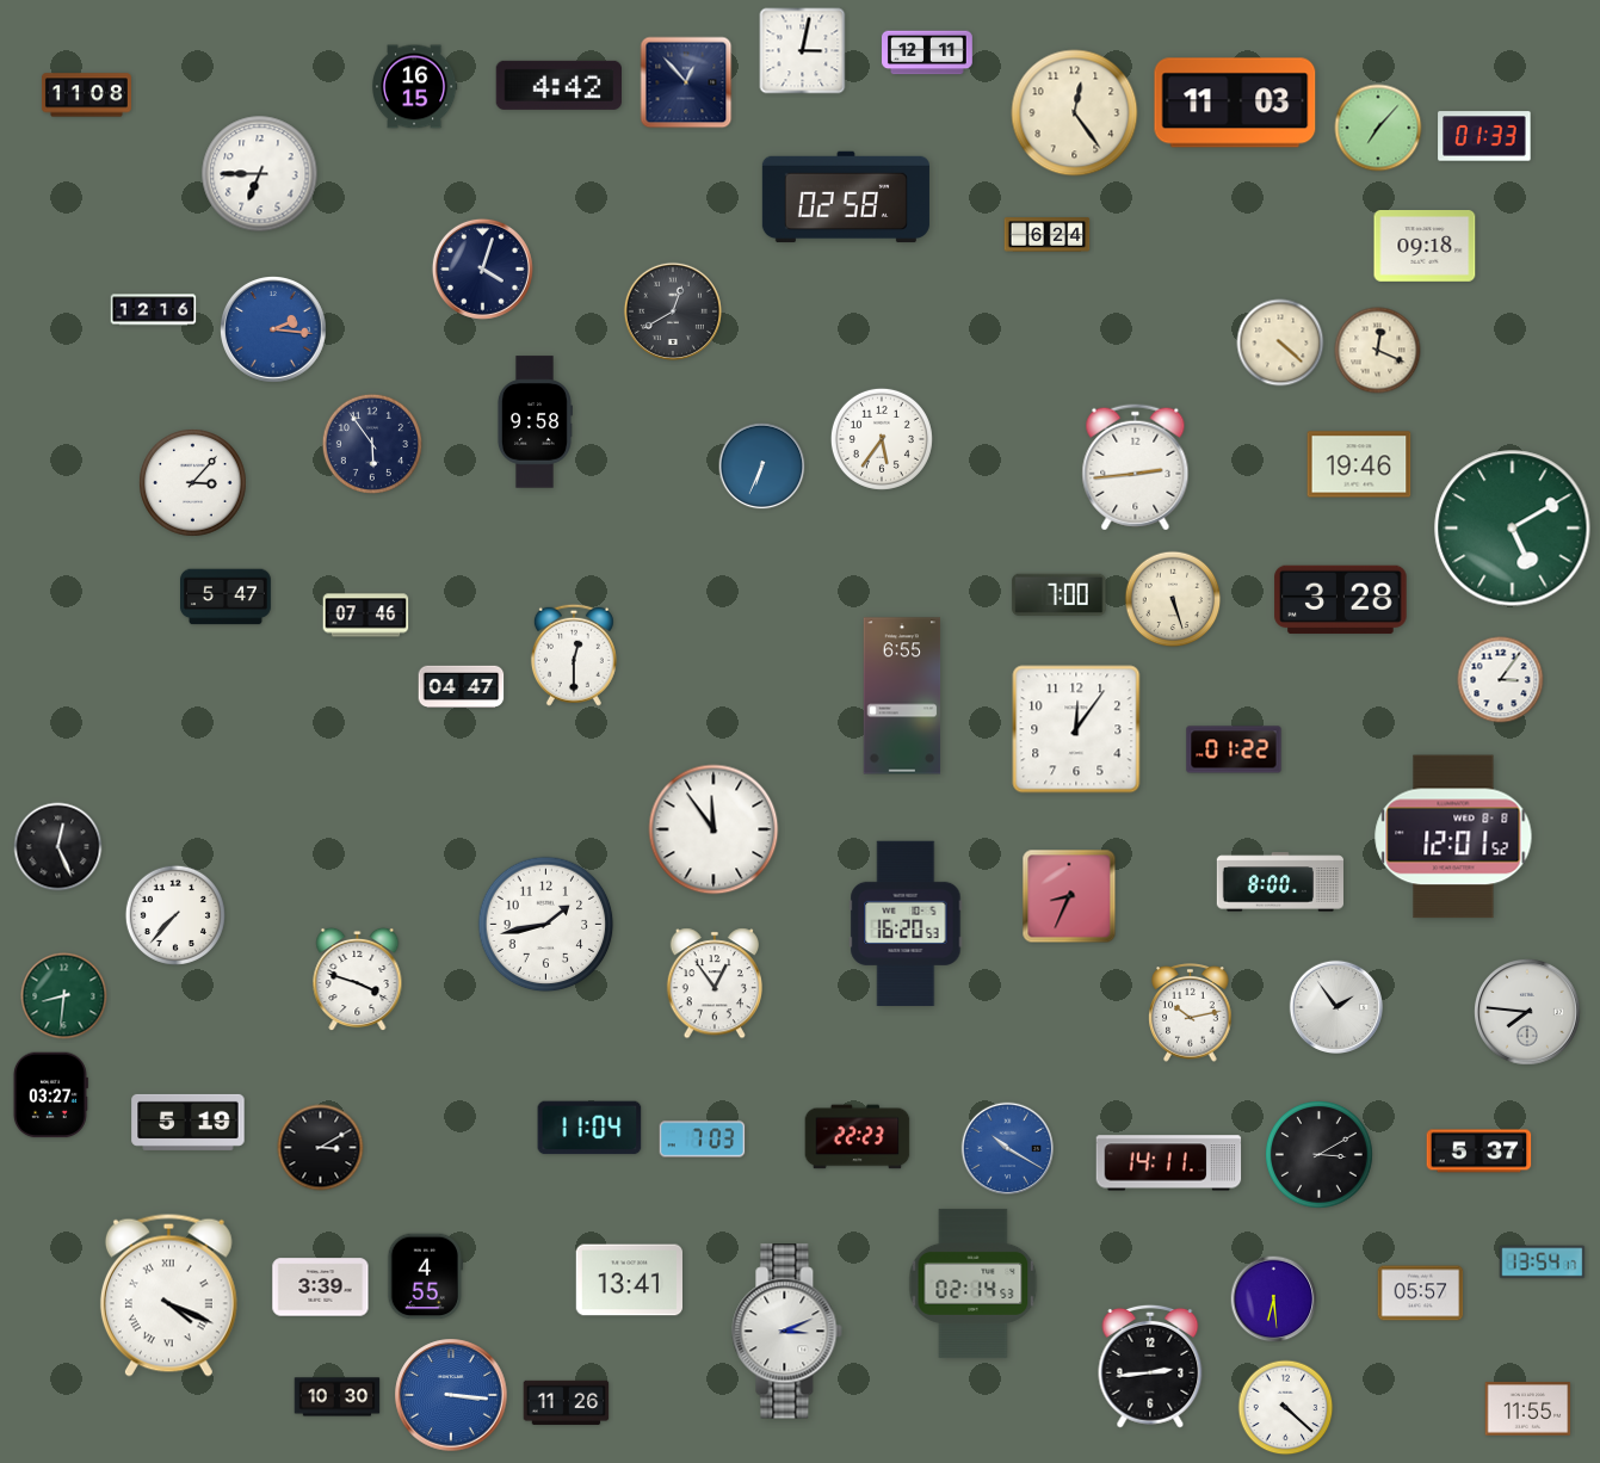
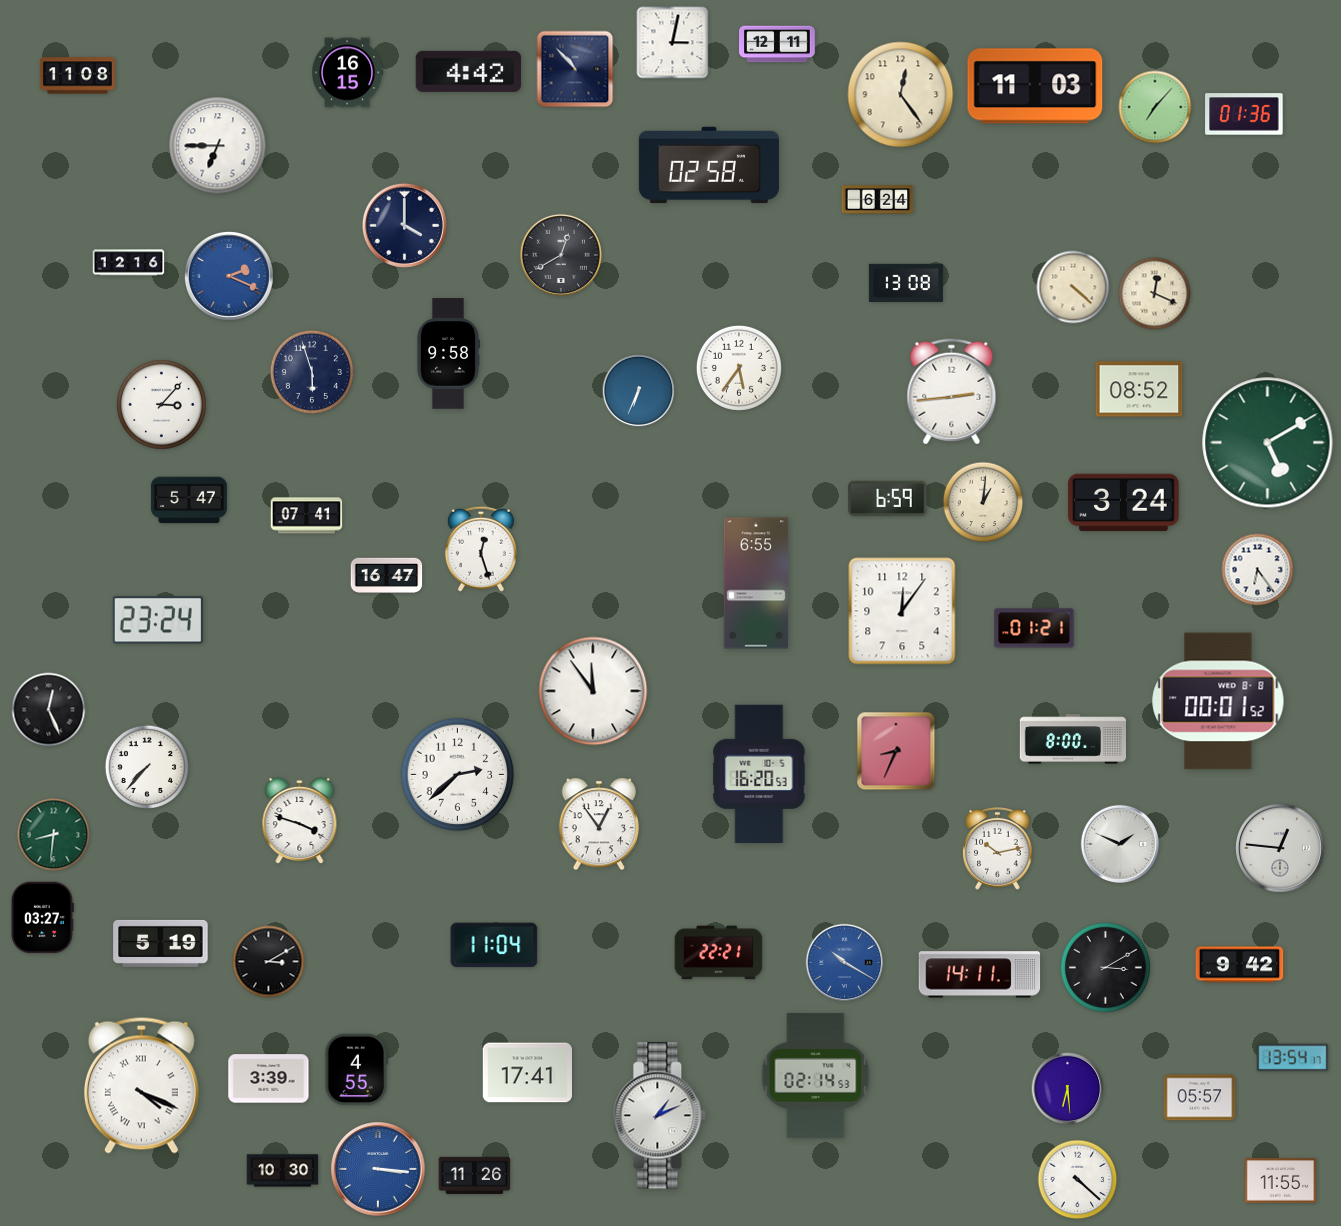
clock at (686, 82): 12:53 -> 10:53
clock at (86, 95) position: (86, 95) -> (77, 76)
clock at (1484, 136): 01:33 -> 01:36
clock at (1048, 235) position: (1048, 235) -> (878, 200)
clock at (1425, 247): 09:18 -> none
clock at (482, 268): 4:03 -> 4:00
clock at (154, 310) position: (154, 310) -> (129, 263)
clock at (673, 311) position: (673, 311) -> (561, 255)
clock at (274, 331): 2:16 -> 2:19
clock at (906, 283): none -> 13:08
clock at (372, 444): 5:54 -> 5:57
clock at (1359, 464): 19:46 -> 08:52
clock at (1060, 594): 7:00 -> 6:59
clock at (1173, 599): 5:27 -> 1:01
clock at (1341, 600): 3:28 -> 3:24
clock at (366, 616): 07:46 -> 07:41
clock at (574, 655): 12:30 -> 12:27
clock at (1501, 680): 3:06 -> 6:24
clock at (462, 686): 04:47 -> 16:47
clock at (158, 620): none -> 23:24
clock at (1234, 749): 01:22 -> 01:21
clock at (713, 829) position: (713, 829) -> (593, 691)
clock at (1453, 837): 12:01 -> 00:01
clock at (546, 925): 1:43 -> 2:38
clock at (1335, 1006): 1:54 -> 1:49
clock at (1528, 1013): 7:46 -> 12:46
clock at (189, 1122) position: (189, 1122) -> (161, 943)
clock at (858, 1137): 22:23 -> 22:21
clock at (703, 1140): 7:03 -> none
clock at (1479, 1152): 5:37 -> 9:42
clock at (630, 1280): 13:41 -> 17:41
clock at (1421, 1294) position: (1421, 1294) -> (1200, 1098)
clock at (787, 1332): 3:11 -> 1:11
clock at (1150, 1366): 2:44 -> none
